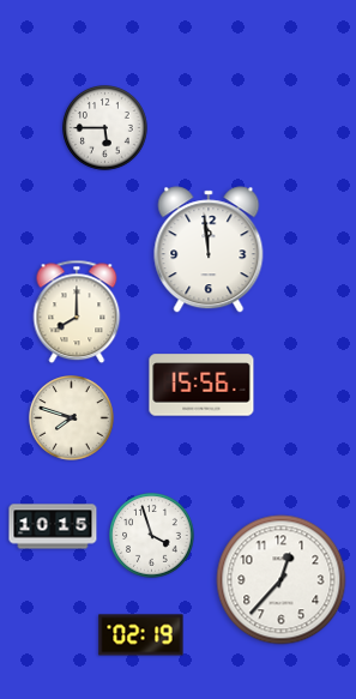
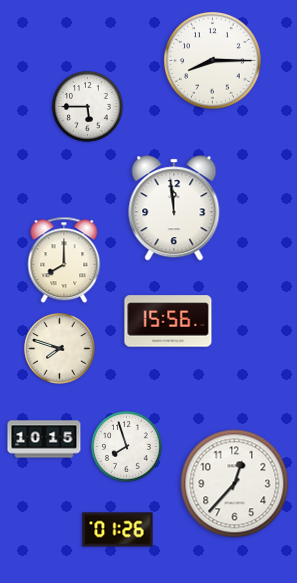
clock at (213, 61): none -> 8:15
clock at (152, 536): 3:57 -> 7:57
clock at (141, 635): 02:19 -> 01:26
